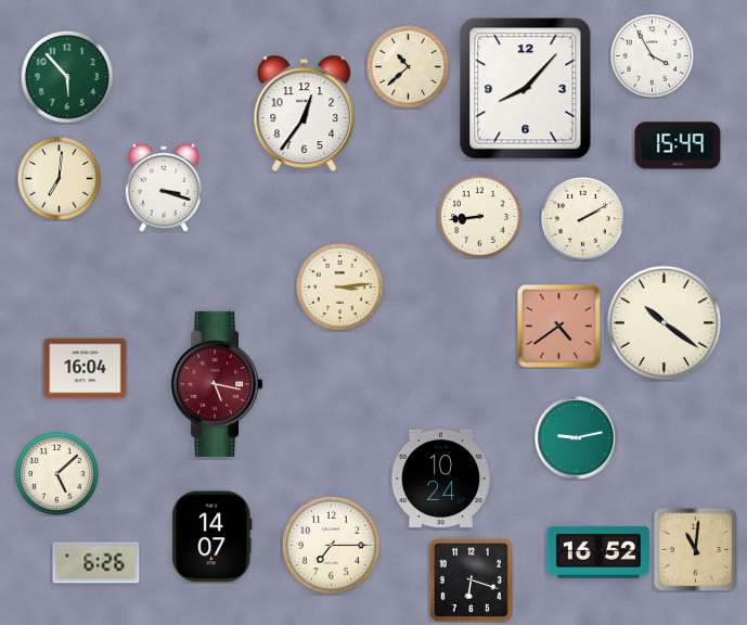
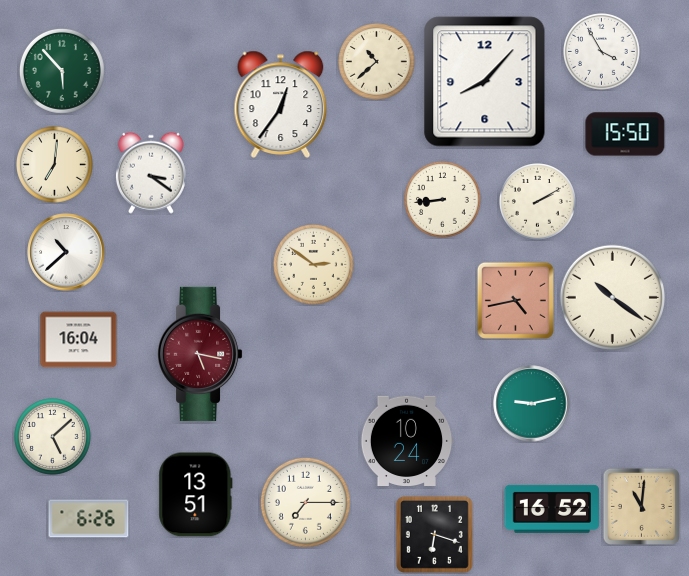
clock at (678, 145): 15:49 -> 15:50
clock at (164, 188): 3:18 -> 3:21
clock at (66, 252): none -> 10:38
clock at (339, 286): 3:14 -> 2:51
clock at (558, 326): 4:39 -> 4:43
clock at (212, 537): 14:07 -> 13:51
